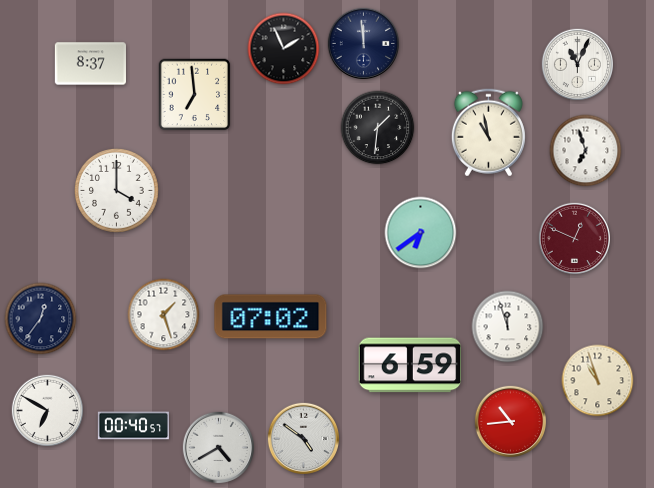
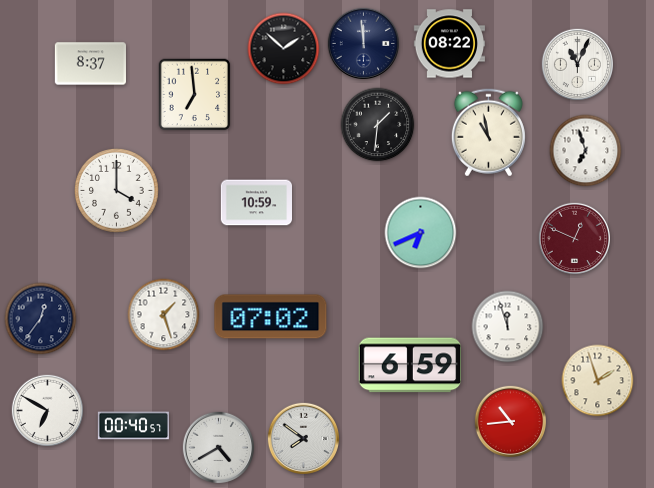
clock at (449, 44): none -> 08:22
clock at (284, 49): 1:56 -> 1:52
clock at (378, 128) position: (378, 128) -> (378, 125)
clock at (256, 203): none -> 10:59
clock at (421, 233): 6:39 -> 6:41
clock at (598, 381): 10:57 -> 1:57
clock at (304, 439): 4:51 -> 7:51
